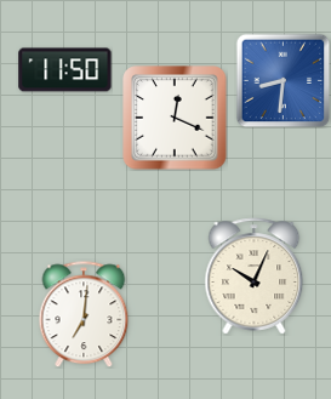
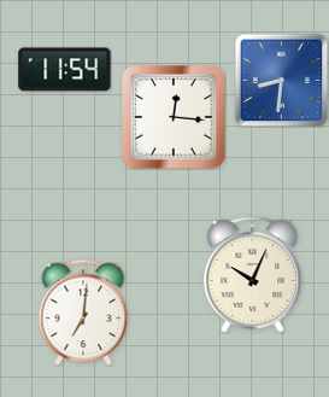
clock at (65, 70): 11:50 -> 11:54
clock at (175, 118): 12:19 -> 12:16
